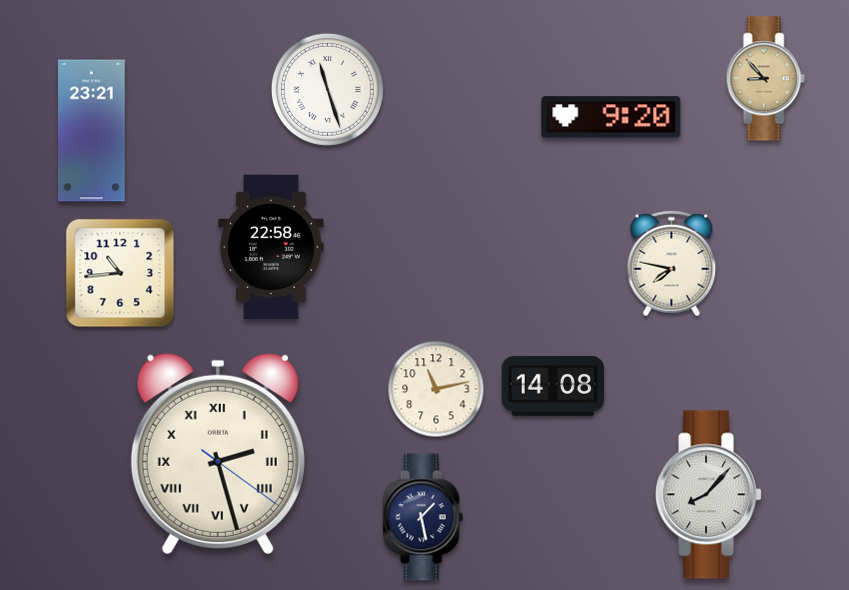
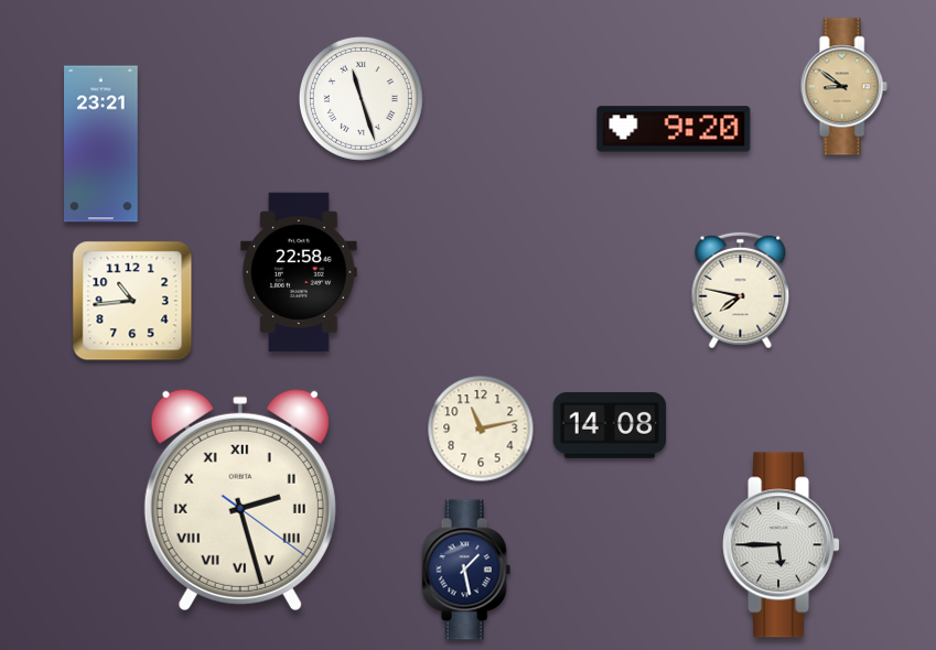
clock at (765, 79): 8:53 -> 8:51
clock at (708, 495): 8:07 -> 5:45
